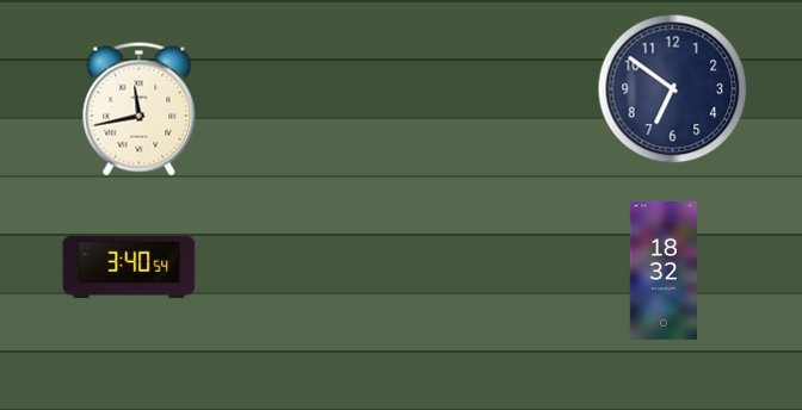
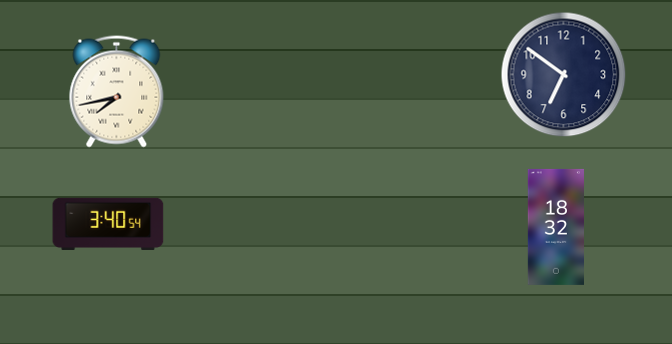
clock at (140, 110): 11:43 -> 7:43
